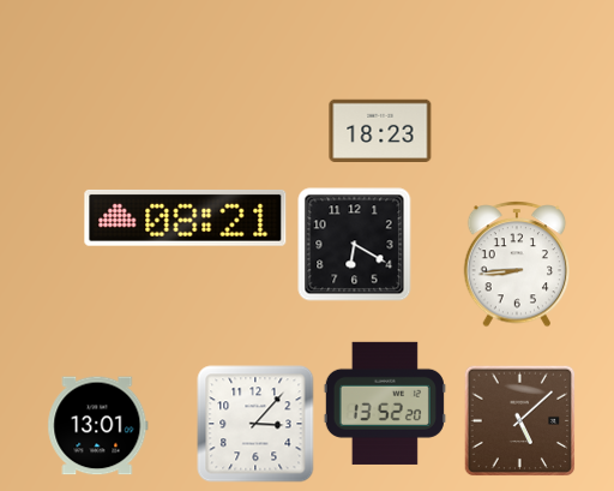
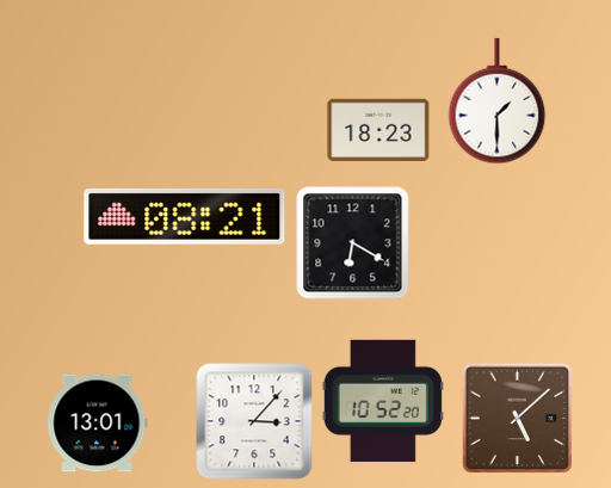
clock at (498, 101): none -> 1:30
clock at (517, 264): 8:44 -> none
clock at (385, 403): 13:52 -> 10:52
